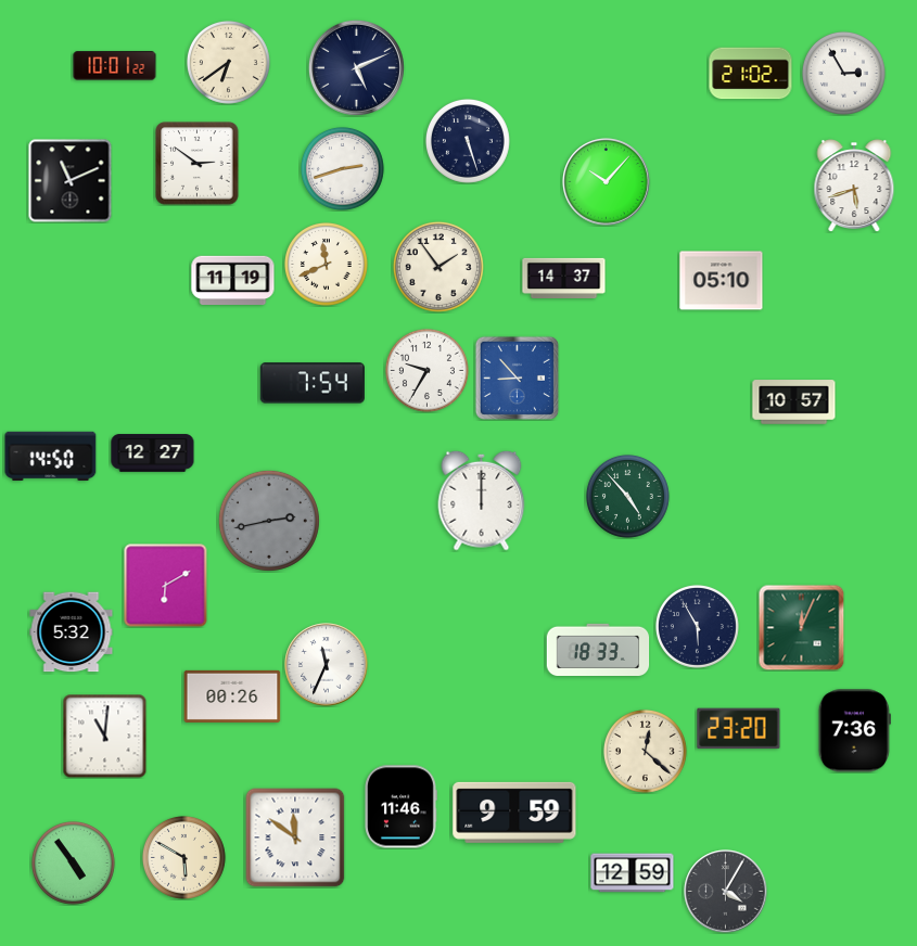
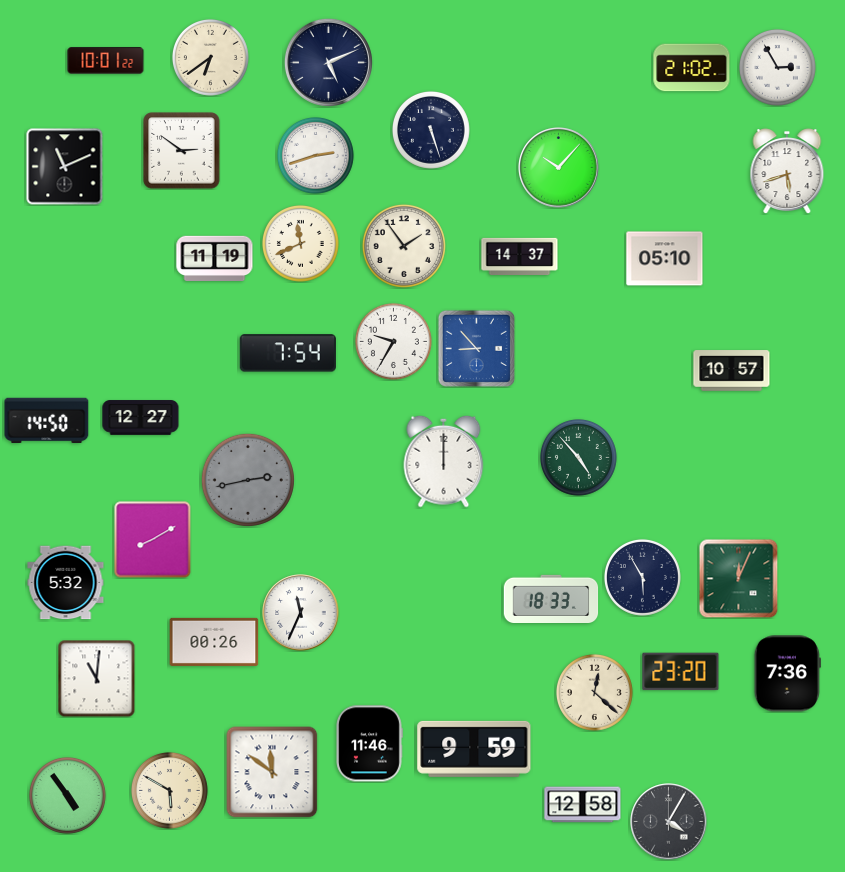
clock at (166, 586): 6:10 -> 8:10
clock at (633, 873): 12:59 -> 12:58
